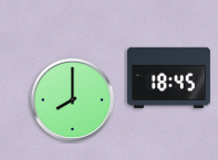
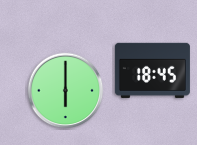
clock at (73, 100): 8:00 -> 6:00
